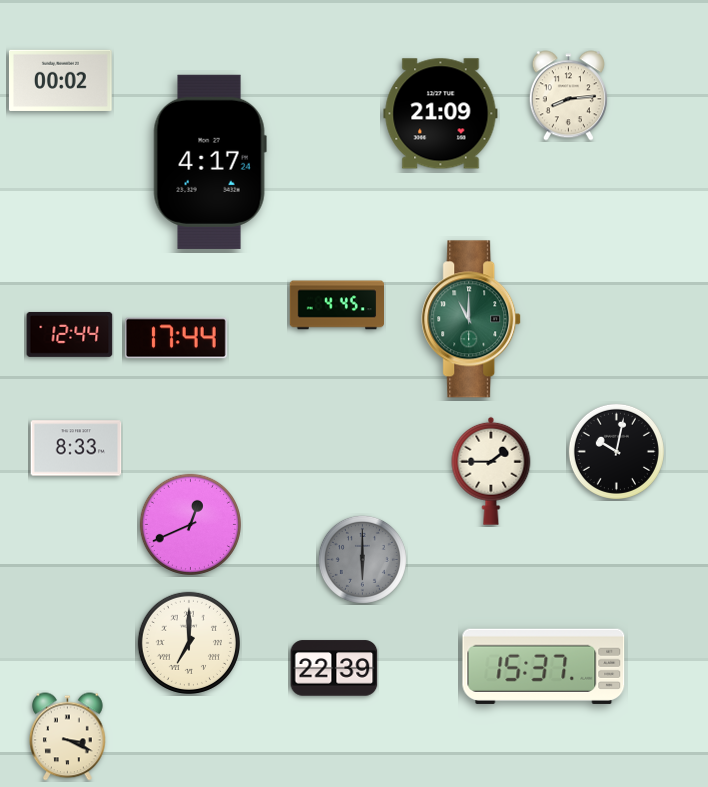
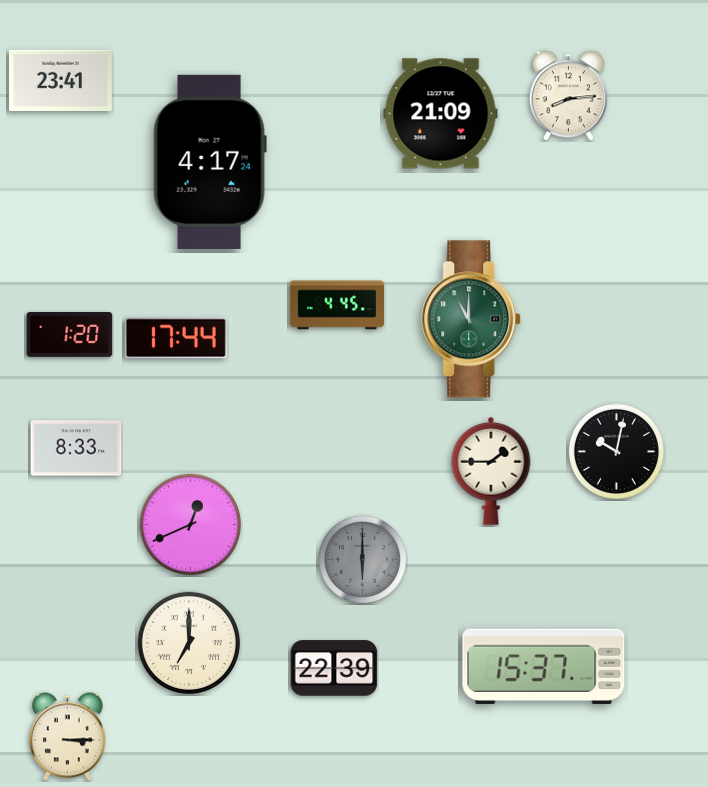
clock at (61, 80): 00:02 -> 23:41
clock at (70, 334): 12:44 -> 1:20
clock at (68, 737): 3:19 -> 3:15
